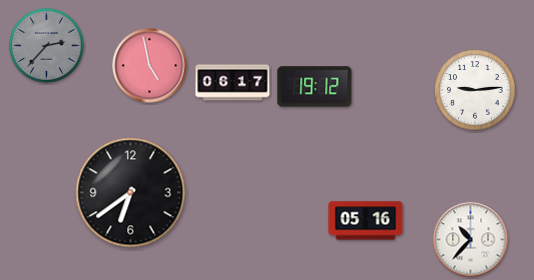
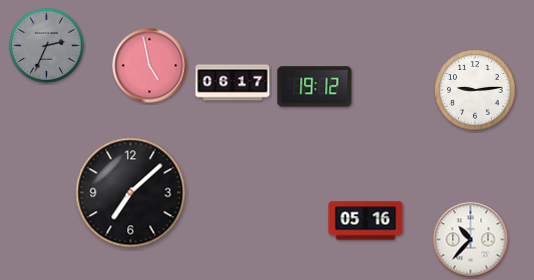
clock at (47, 46): 2:37 -> 2:34
clock at (131, 193): 6:39 -> 7:08
